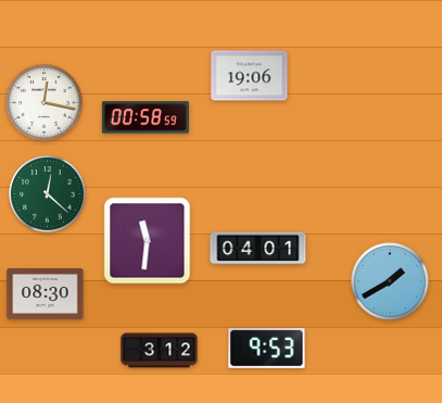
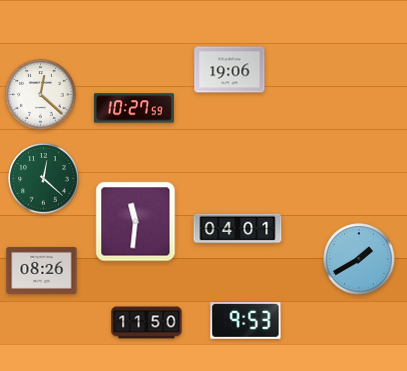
clock at (45, 103): 12:17 -> 12:22
clock at (146, 117): 00:58 -> 10:27
clock at (46, 293): 08:30 -> 08:26
clock at (160, 351): 3:12 -> 11:50
